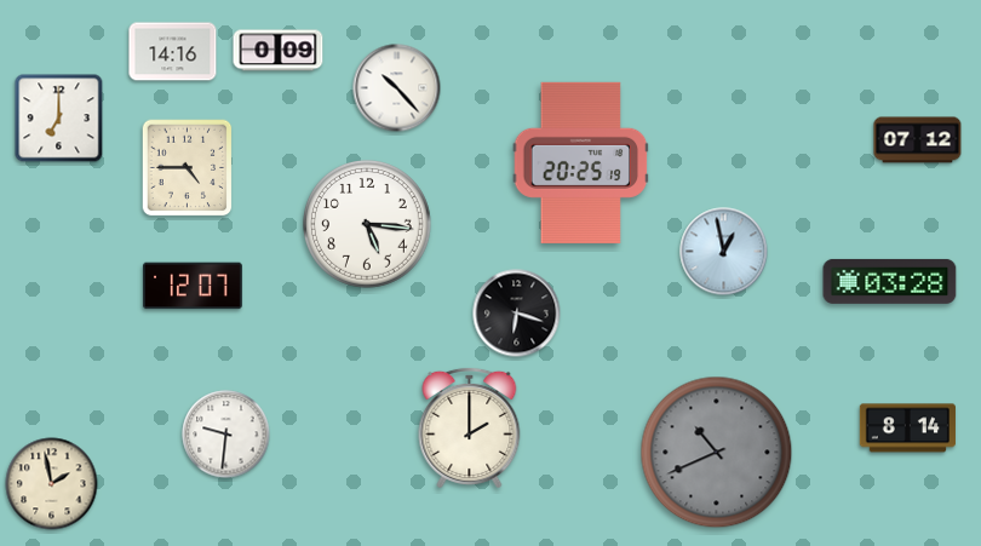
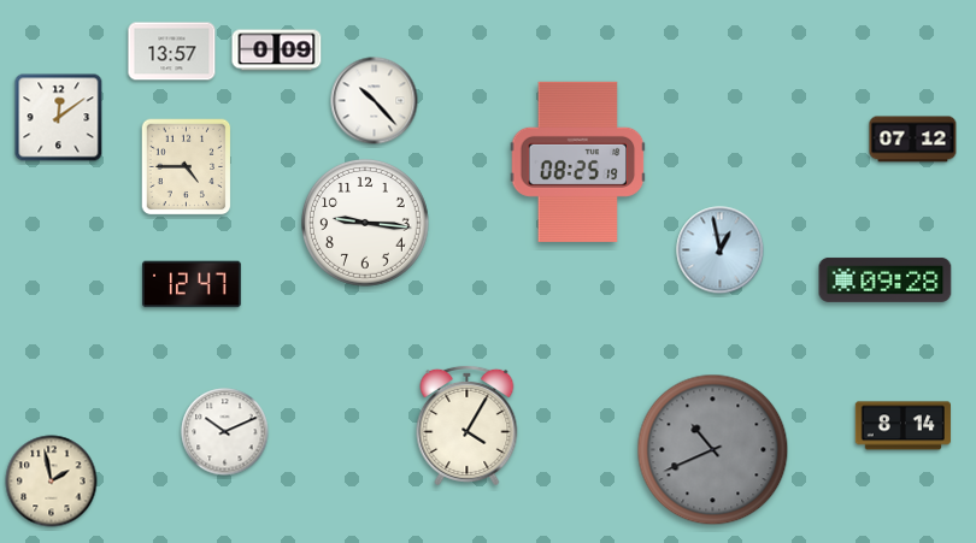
clock at (173, 52): 14:16 -> 13:57
clock at (397, 88) position: (397, 88) -> (375, 101)
clock at (59, 119): 7:00 -> 12:09
clock at (581, 162): 20:25 -> 08:25
clock at (368, 225): 5:16 -> 9:16
clock at (890, 281): 03:28 -> 09:28
clock at (193, 286): 12:07 -> 12:47
clock at (517, 314): 6:18 -> none
clock at (470, 427): 2:00 -> 4:05
clock at (226, 435): 9:31 -> 10:11
